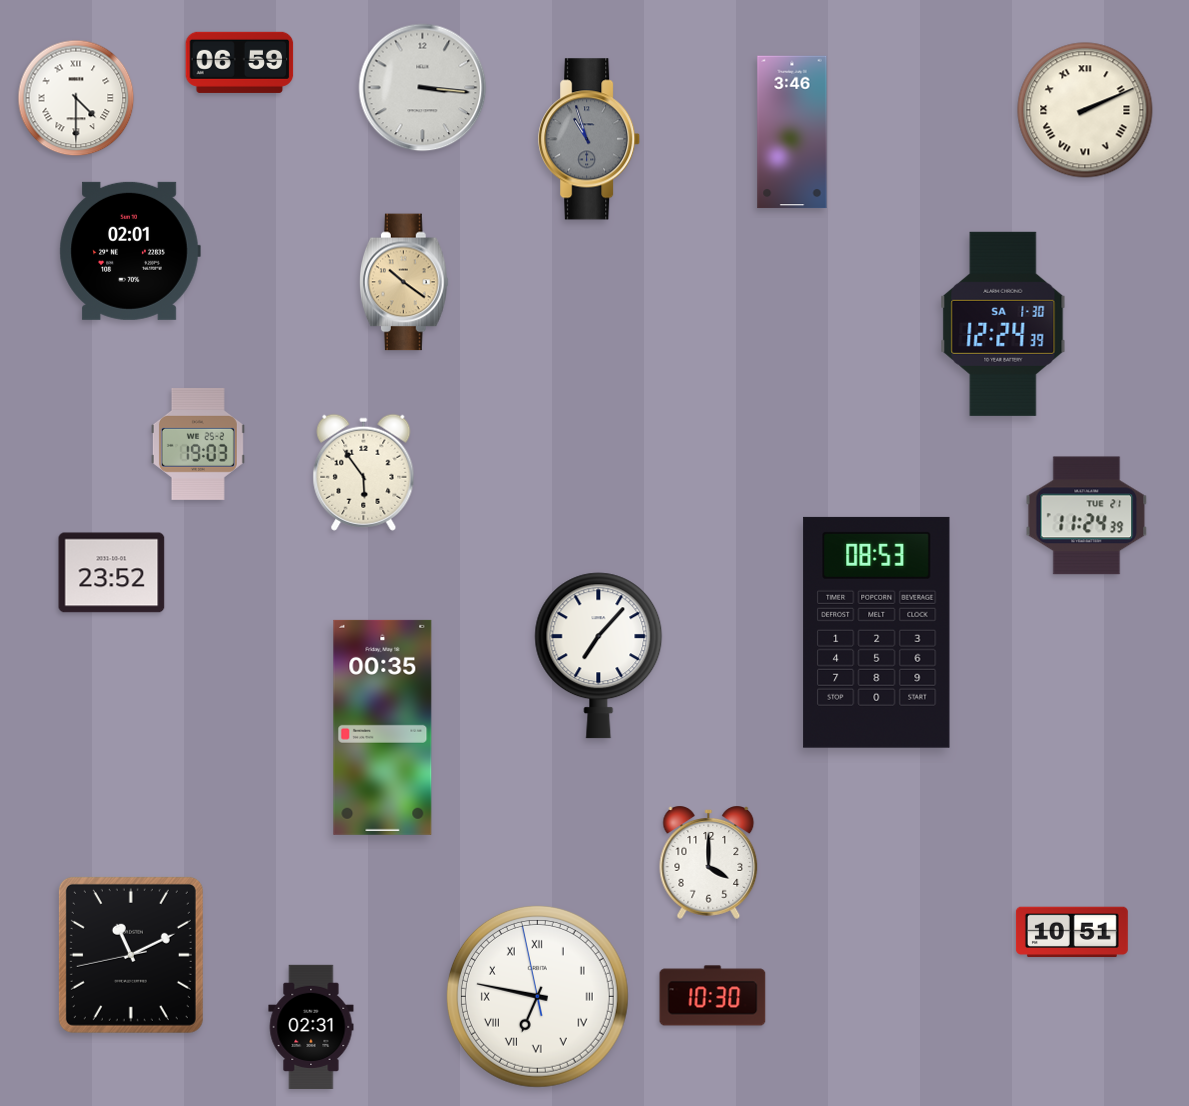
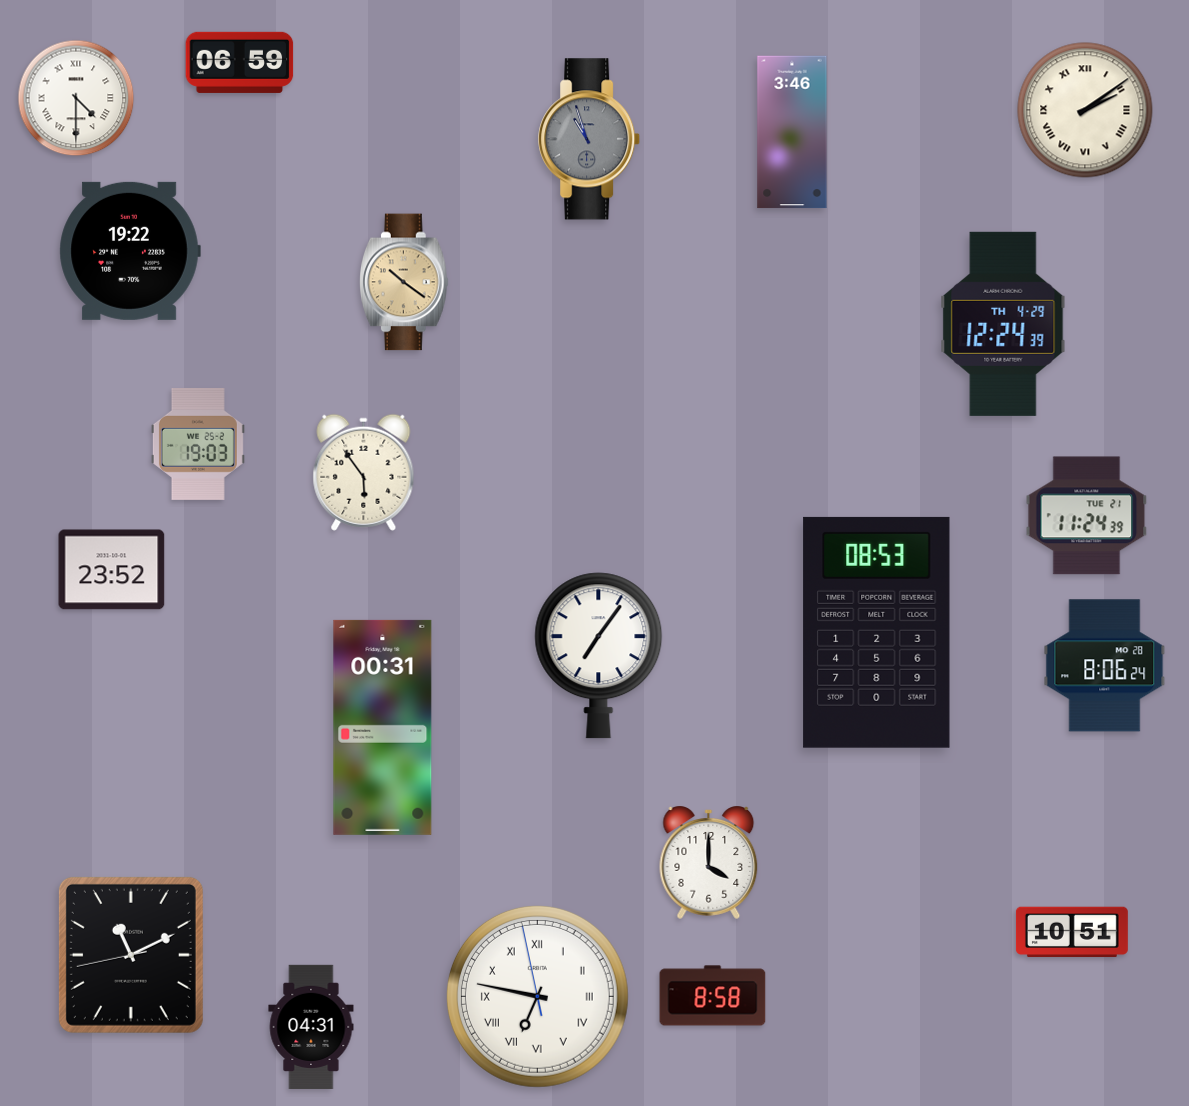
clock at (423, 88): 3:16 -> none
clock at (1085, 110): 2:11 -> 2:09
clock at (130, 251): 02:01 -> 19:22
clock at (1003, 324) date: SA 1-30 -> TH 4-29
clock at (112, 573) position: (112, 573) -> (112, 570)
clock at (599, 656): 7:07 -> 7:06
clock at (1105, 666): none -> 8:06
clock at (383, 727): 00:35 -> 00:31
clock at (713, 996): 10:30 -> 8:58
clock at (311, 1026): 02:31 -> 04:31
